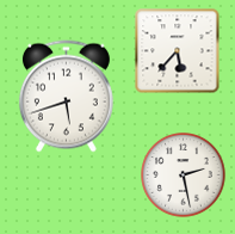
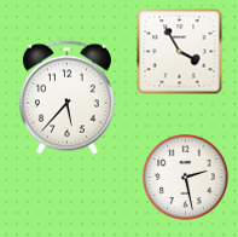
clock at (178, 51): 5:37 -> 3:55
clock at (66, 97): 5:42 -> 5:37
